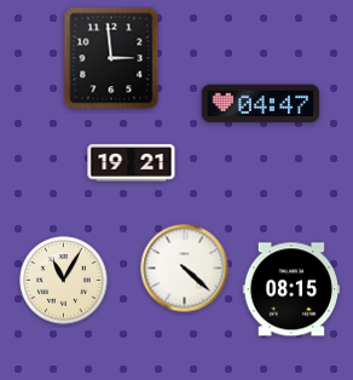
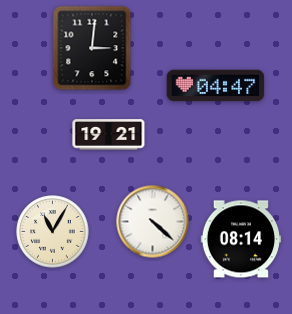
clock at (111, 58): 2:59 -> 3:01
clock at (291, 289): 08:15 -> 08:14
